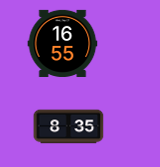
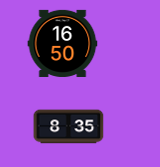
clock at (63, 43): 16:55 -> 16:50
